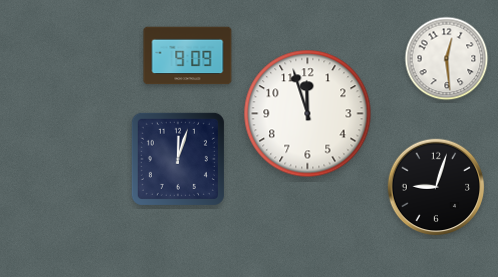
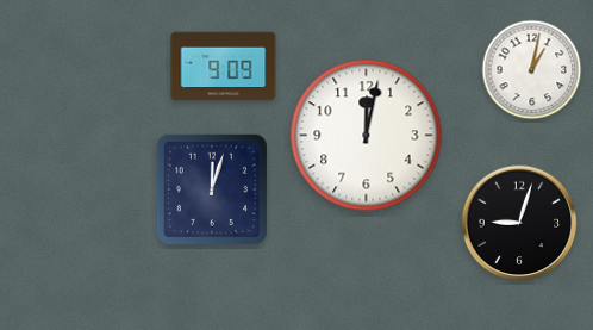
clock at (447, 59): 12:29 -> 1:02
clock at (308, 114): 11:57 -> 12:02
